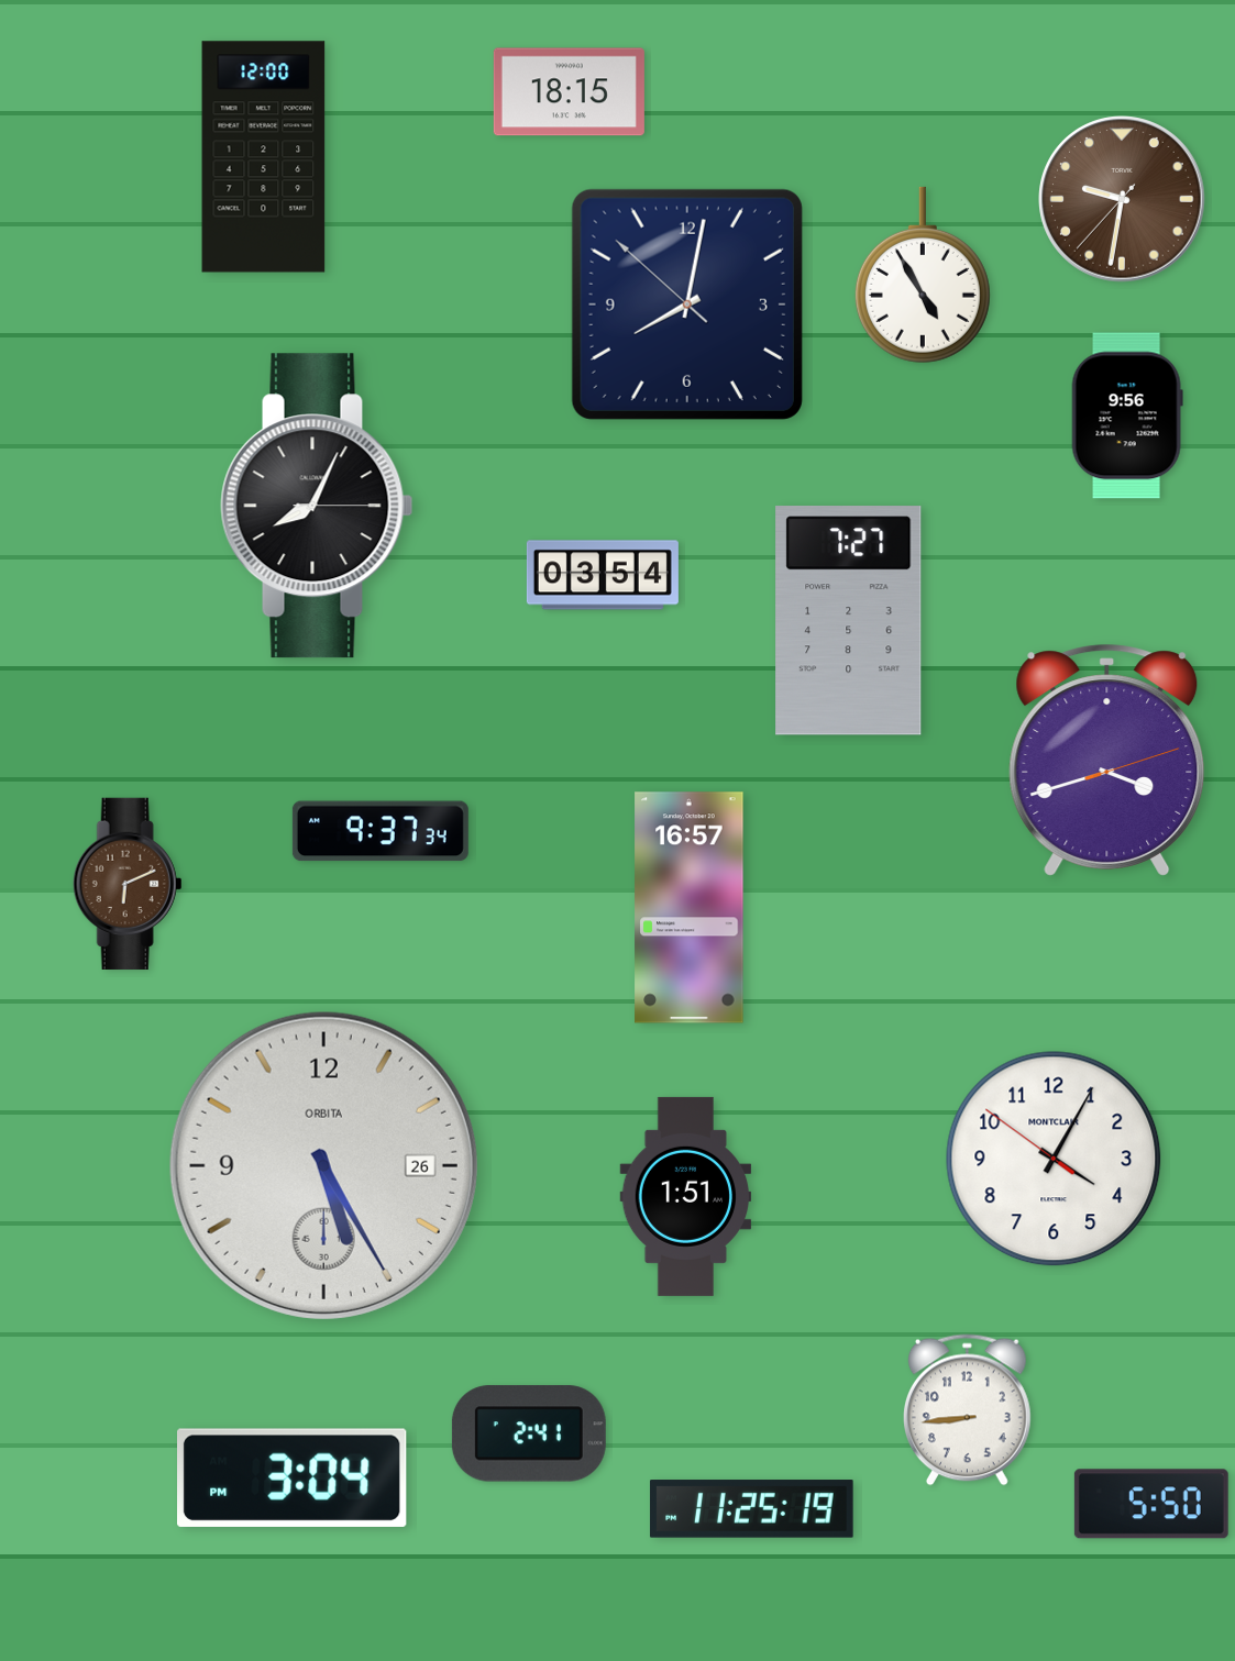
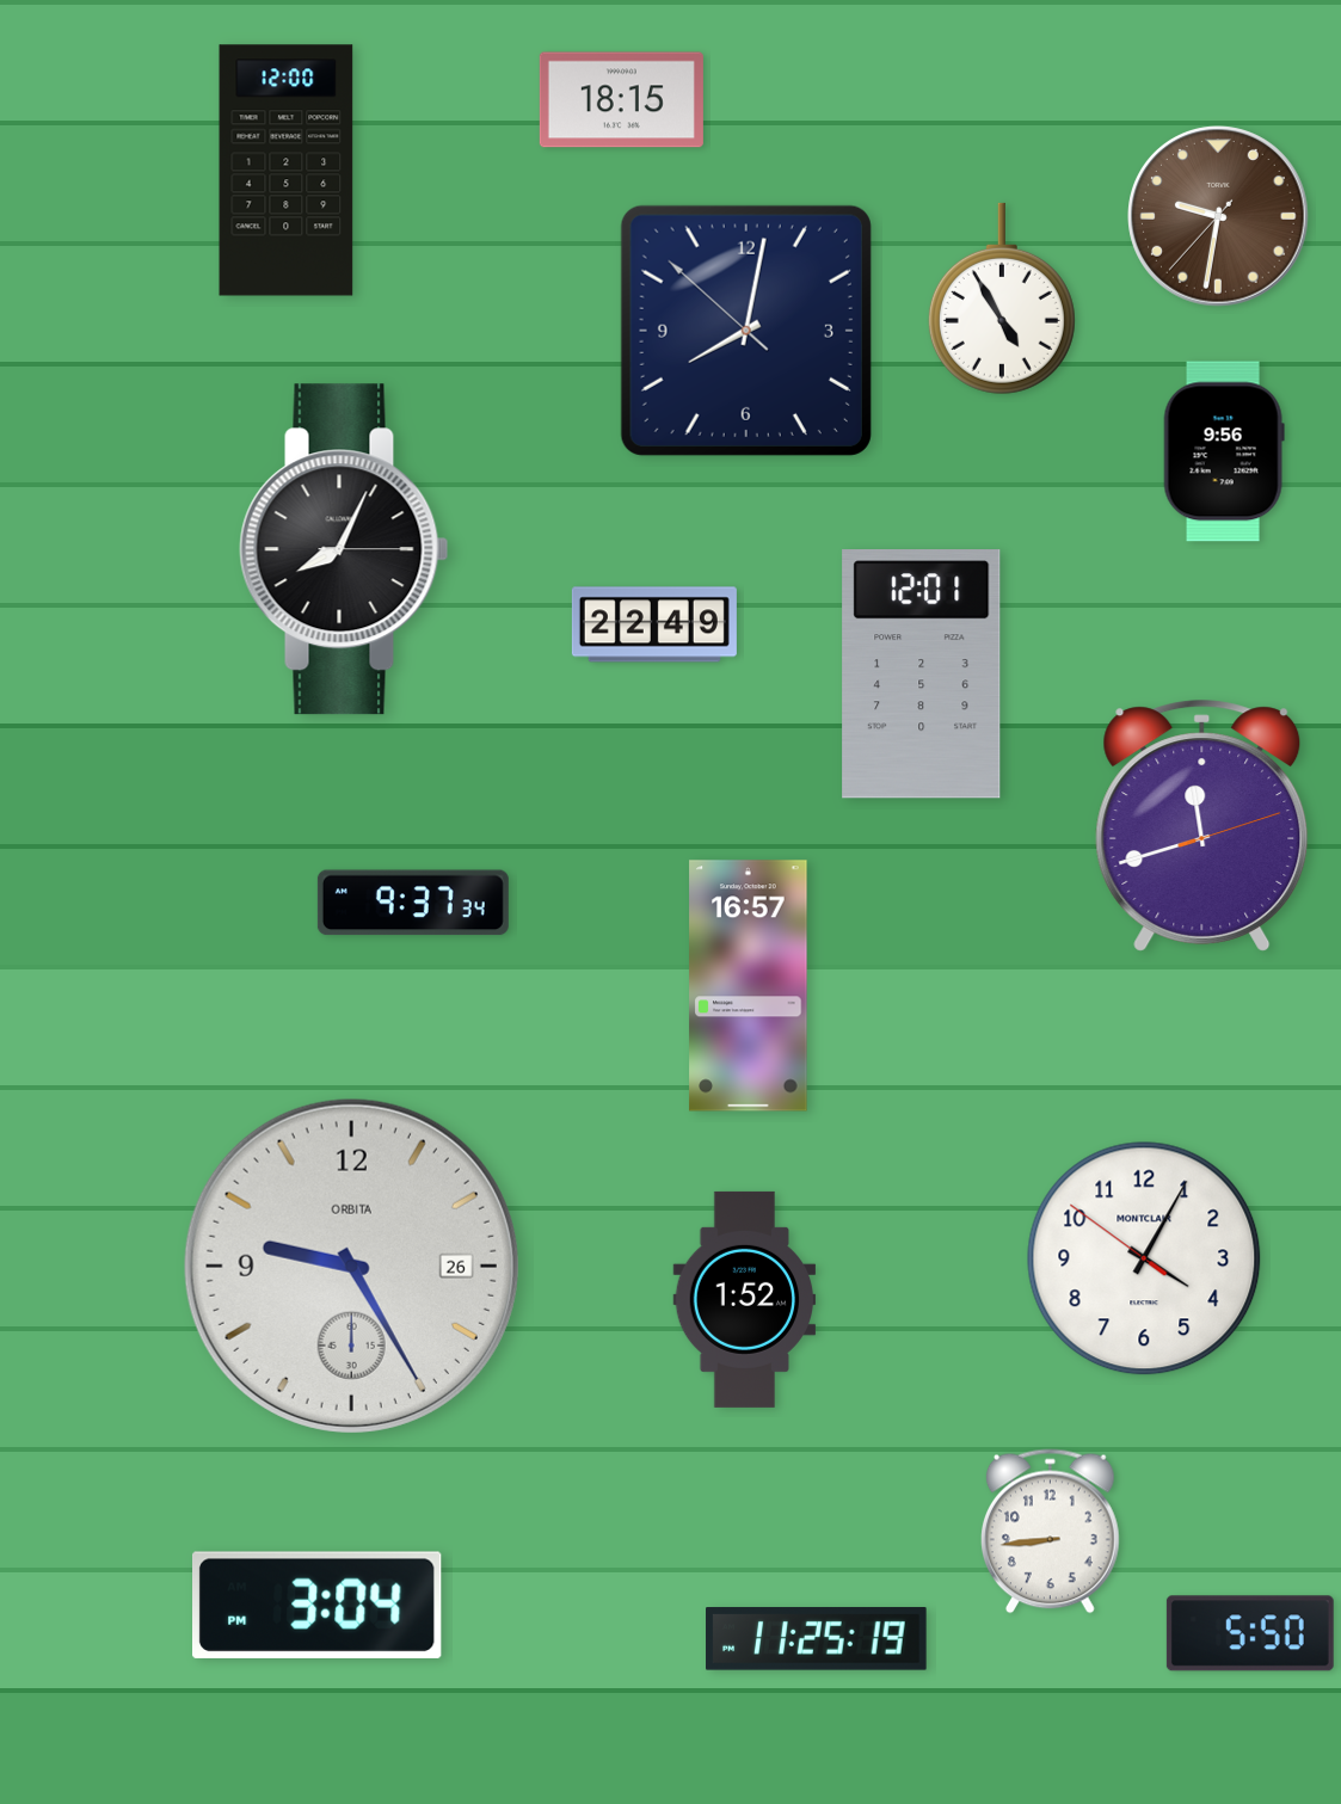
clock at (569, 92) position: (569, 92) -> (621, 100)
clock at (603, 575): 03:54 -> 22:49
clock at (849, 621): 7:27 -> 12:01
clock at (1107, 761): 3:42 -> 11:42
clock at (128, 884): 6:11 -> none
clock at (323, 1165): 5:25 -> 9:25
clock at (686, 1196): 1:51 -> 1:52
clock at (529, 1433): 2:41 -> none
